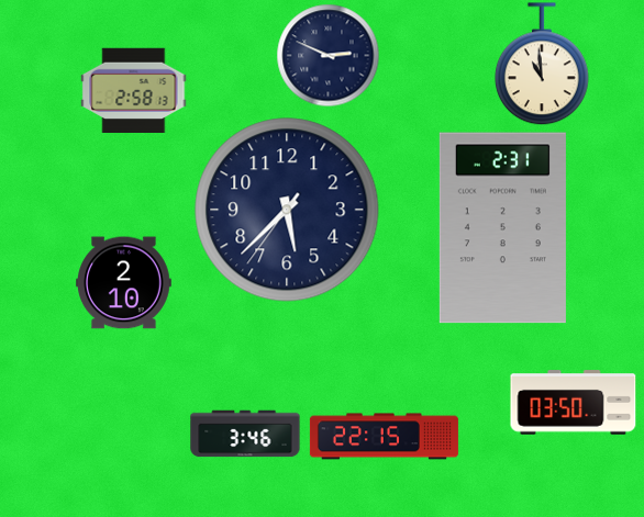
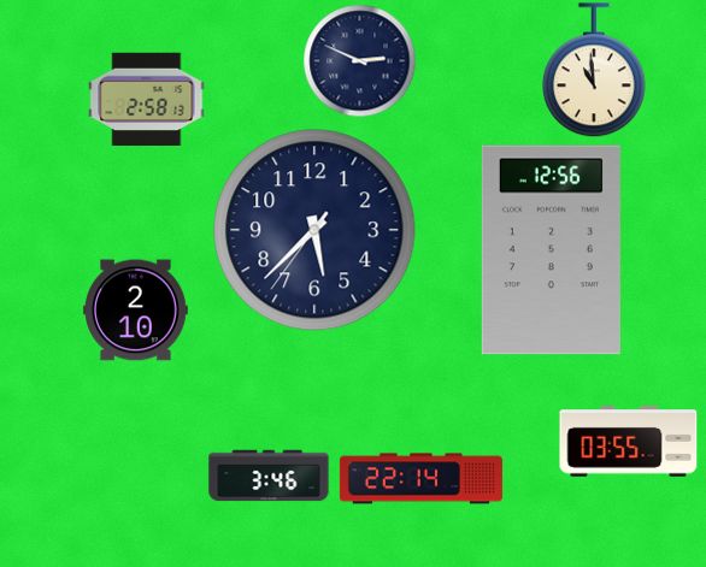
clock at (502, 228): 2:31 -> 12:56
clock at (574, 403): 03:50 -> 03:55
clock at (384, 437): 22:15 -> 22:14
